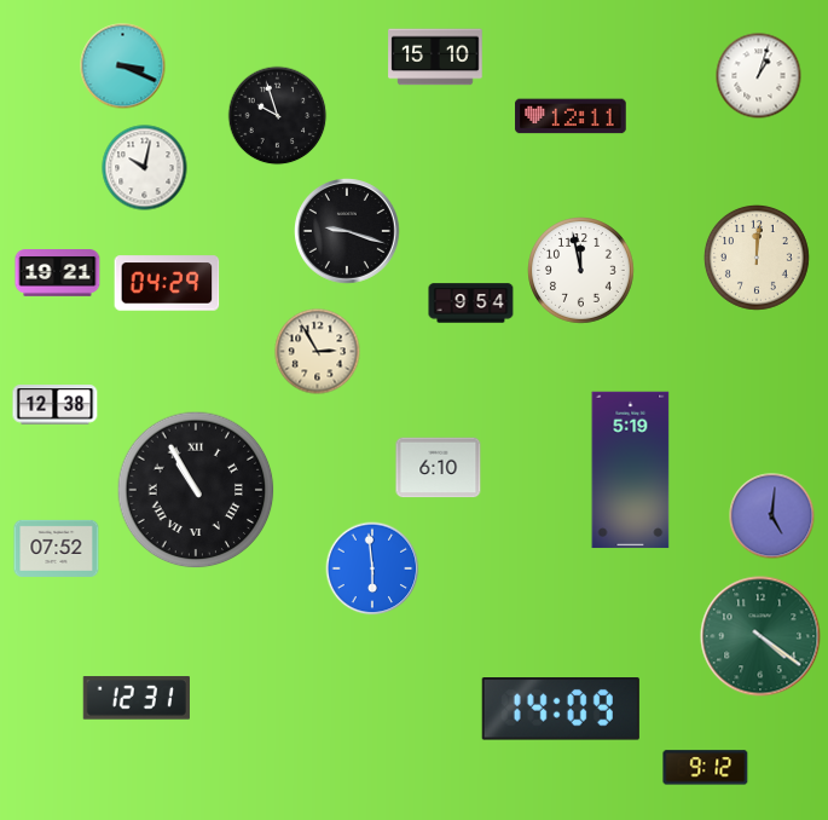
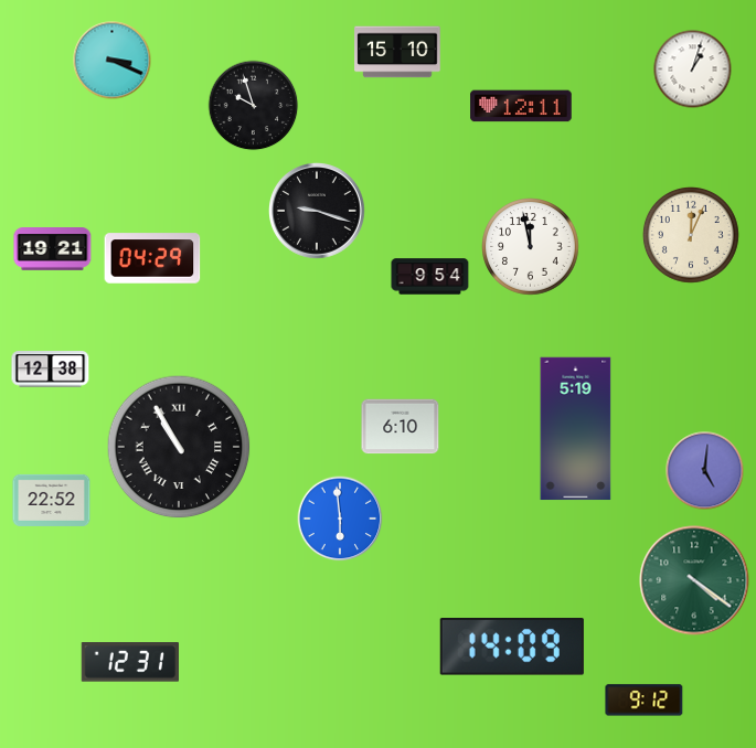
clock at (145, 168): 10:02 -> none
clock at (757, 258): 12:01 -> 12:04
clock at (318, 352): 2:55 -> none
clock at (57, 548): 07:52 -> 22:52
clock at (137, 698) position: (137, 698) -> (130, 662)
